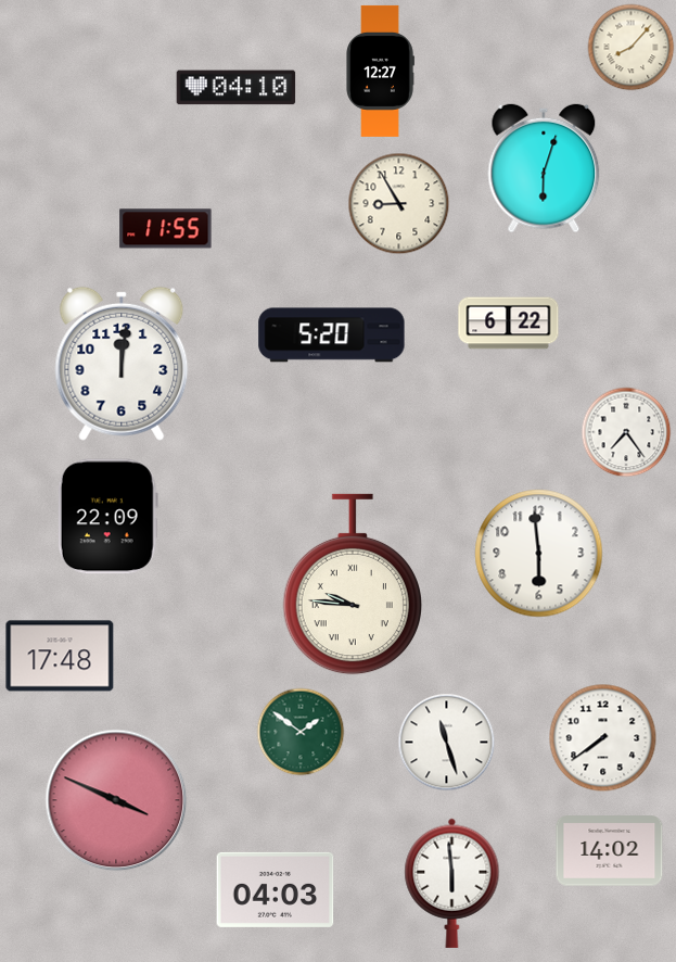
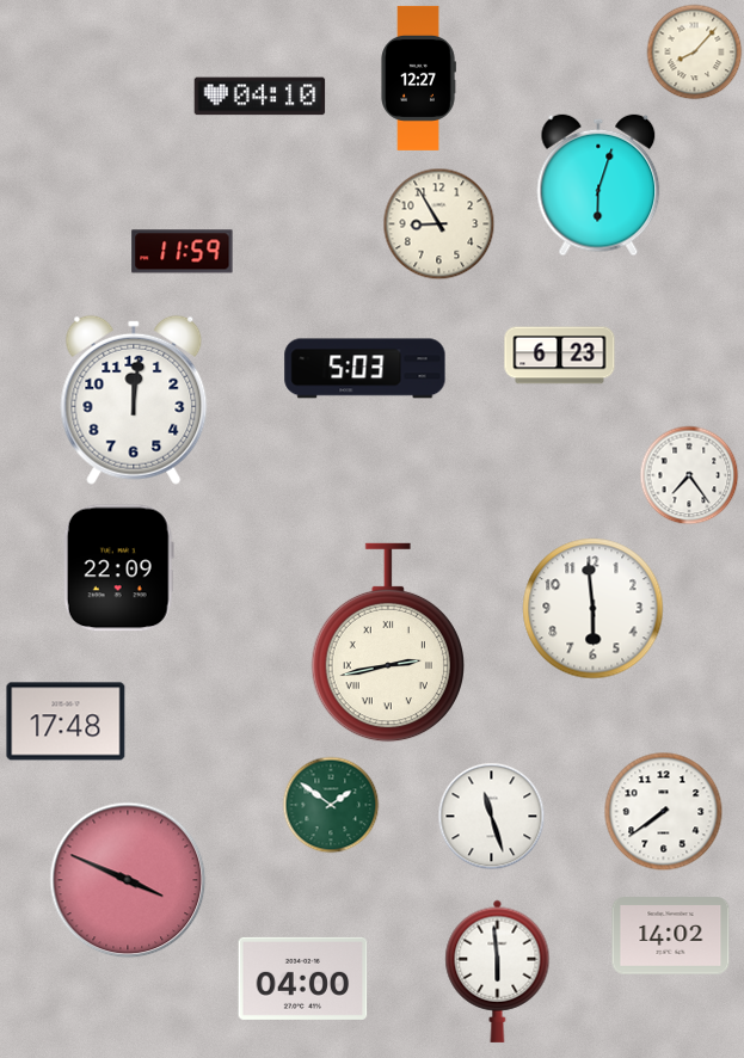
clock at (166, 229): 11:55 -> 11:59
clock at (509, 324): 6:22 -> 6:23
clock at (332, 336): 5:20 -> 5:03
clock at (353, 584): 9:46 -> 2:43
clock at (276, 889): 04:03 -> 04:00
